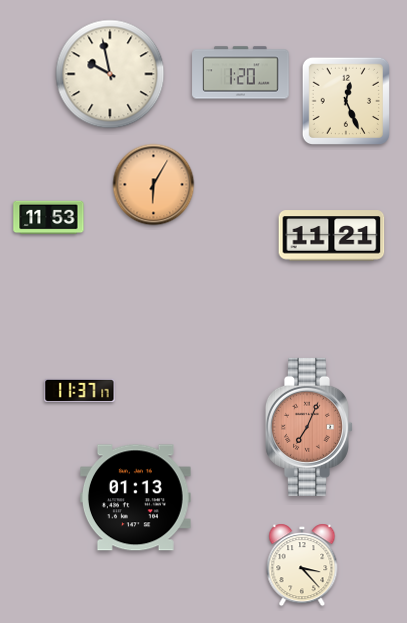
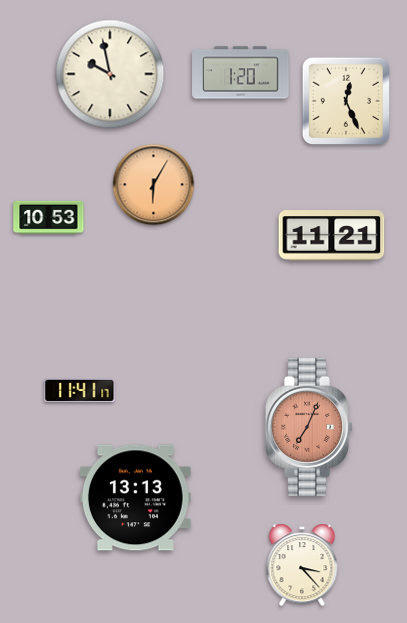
clock at (49, 218): 11:53 -> 10:53
clock at (80, 390): 11:37 -> 11:41
clock at (135, 498): 01:13 -> 13:13
